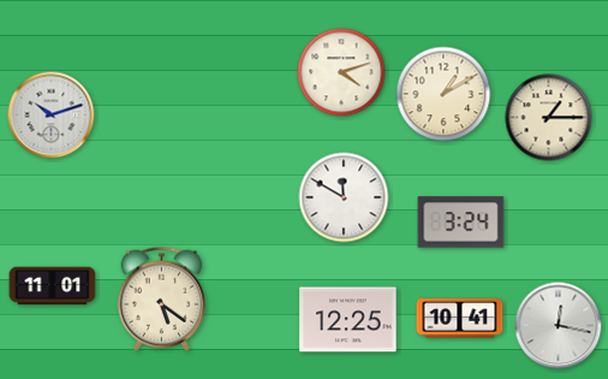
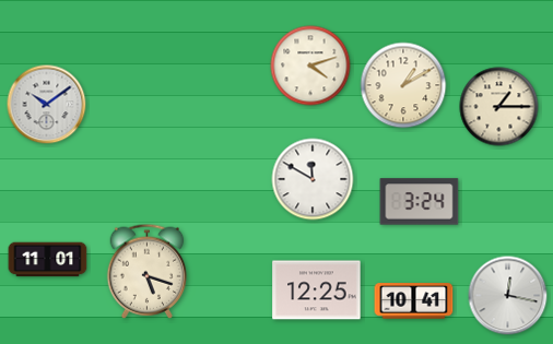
clock at (52, 116): 10:12 -> 10:09
clock at (162, 298): 5:21 -> 5:18
clock at (460, 319) position: (460, 319) -> (414, 301)
